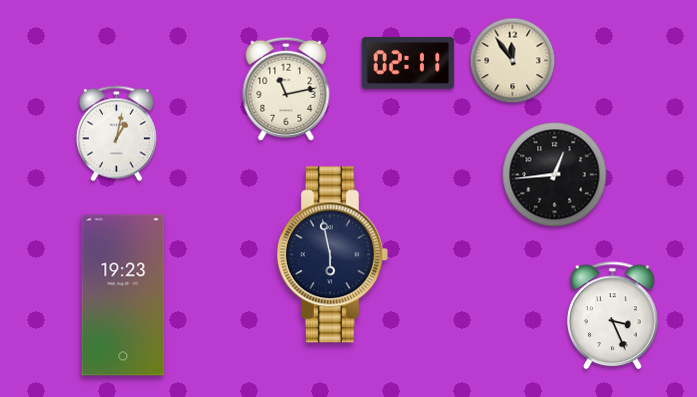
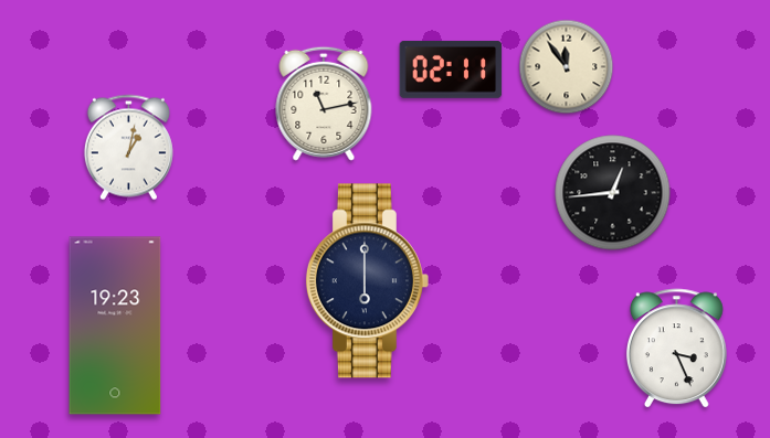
clock at (286, 89) position: (286, 89) -> (324, 104)
clock at (332, 255): 5:58 -> 6:00
clock at (123, 295) position: (123, 295) -> (115, 325)
